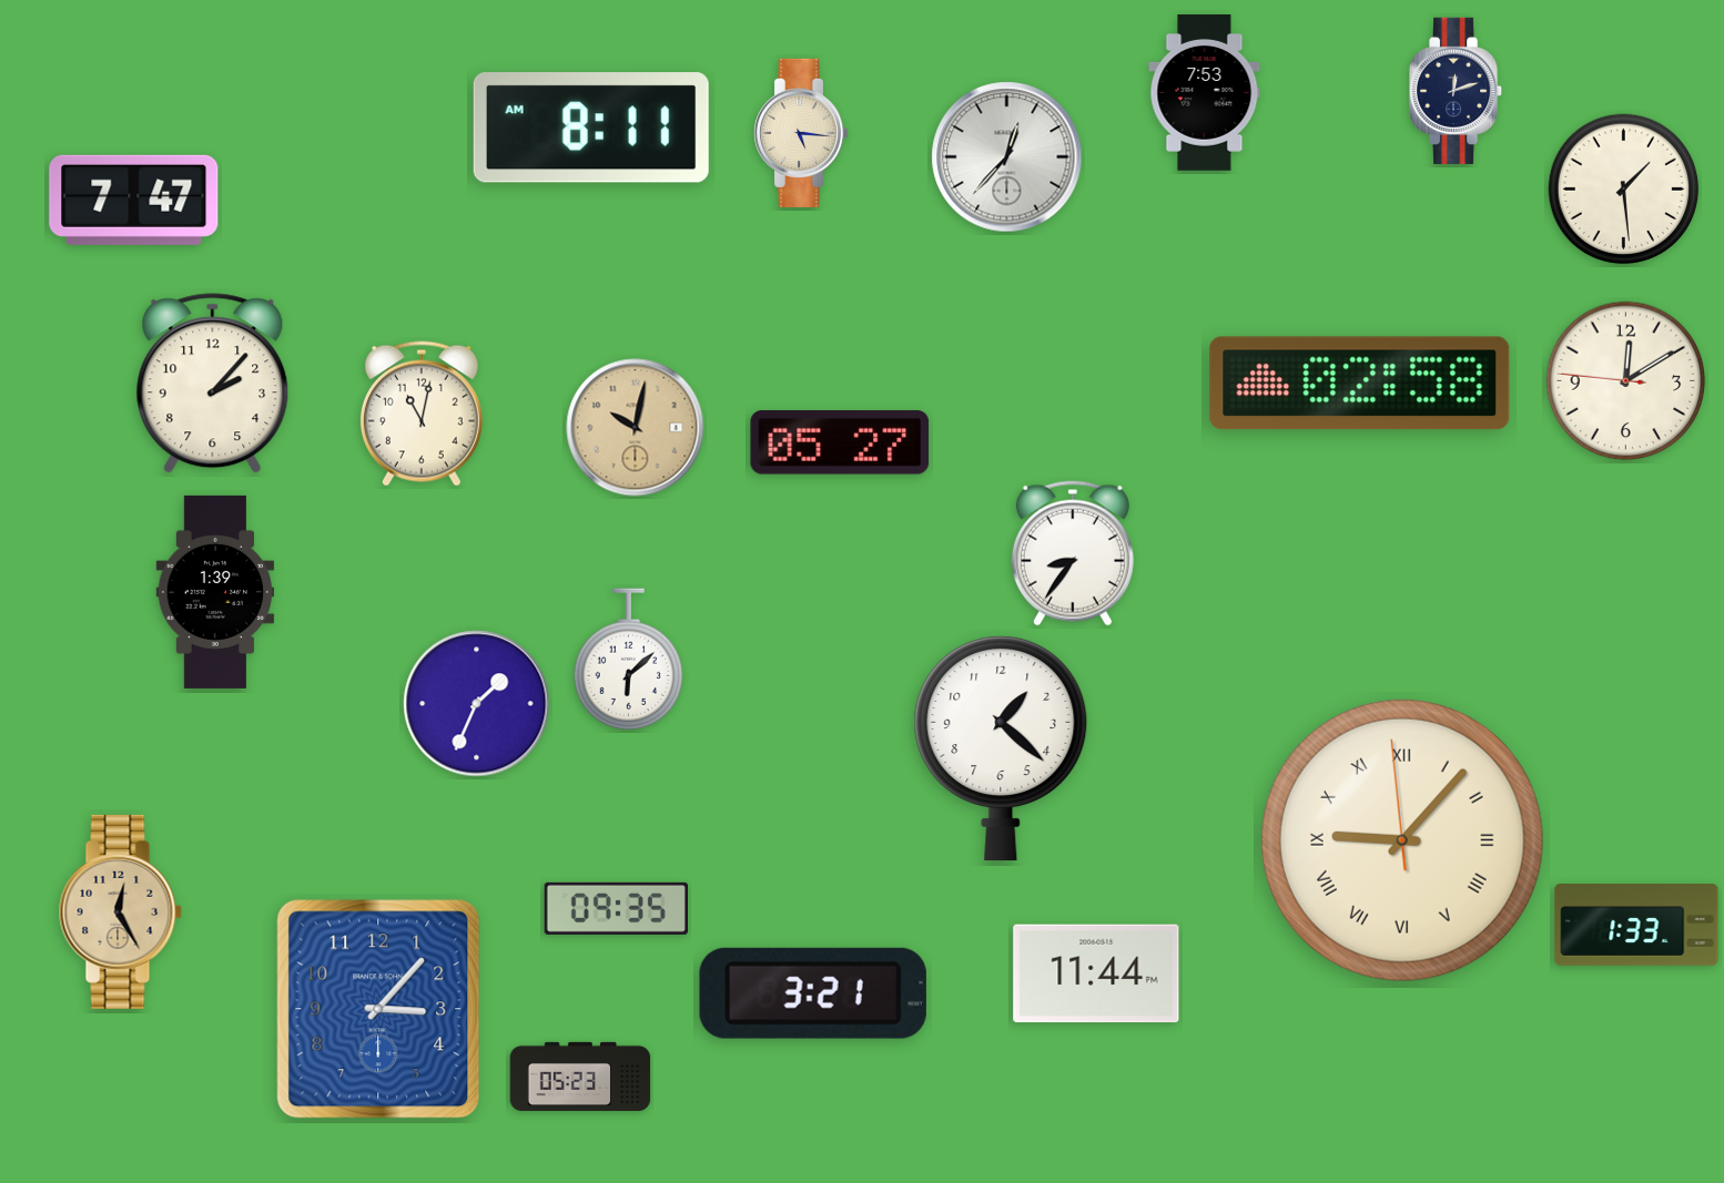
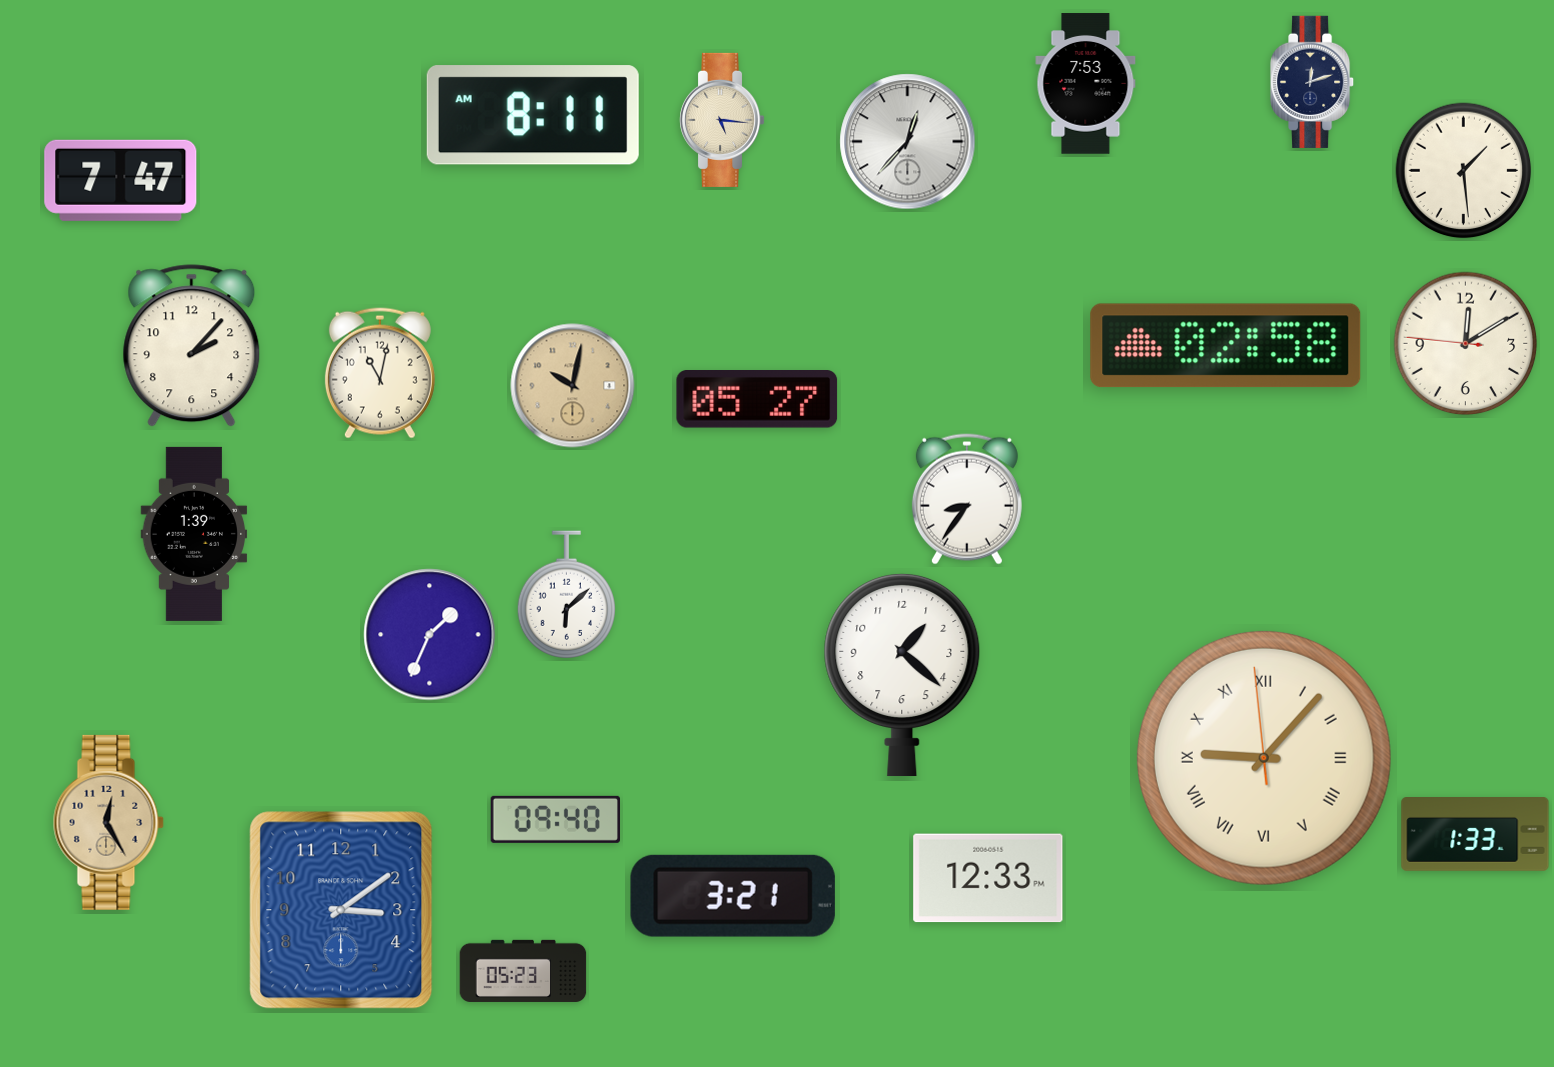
clock at (616, 908): 09:35 -> 09:40
clock at (1096, 973): 11:44 -> 12:33
clock at (378, 1009): 3:07 -> 3:09
